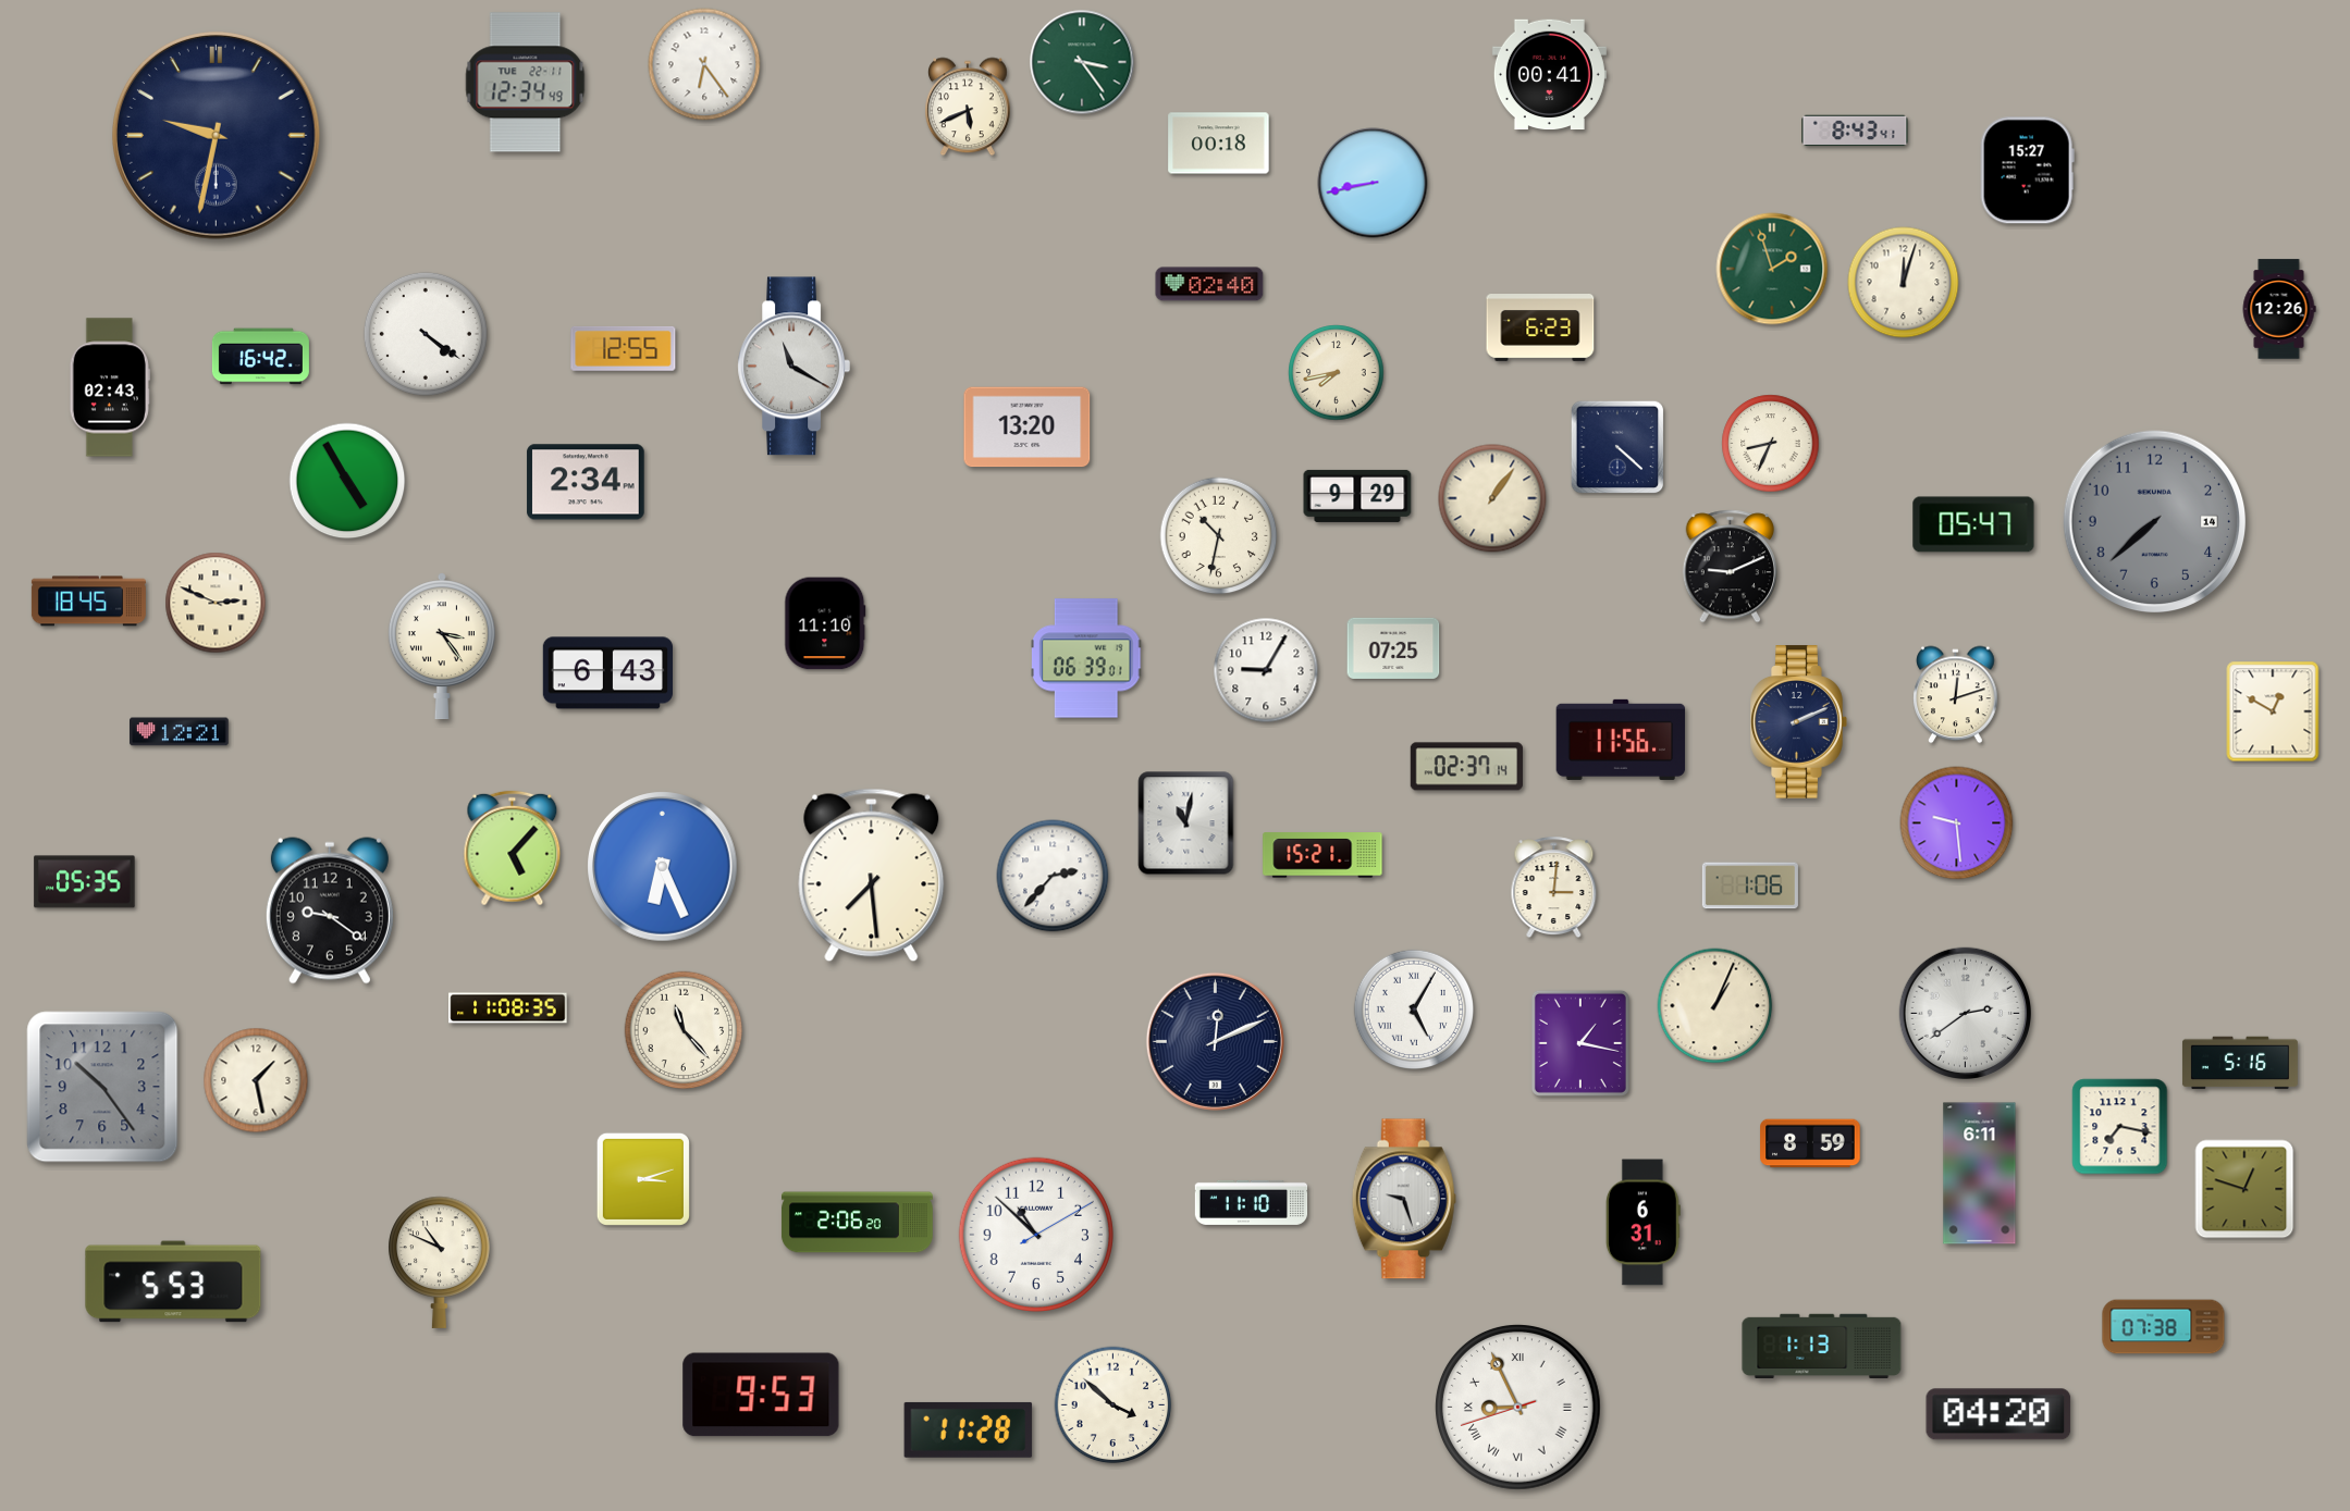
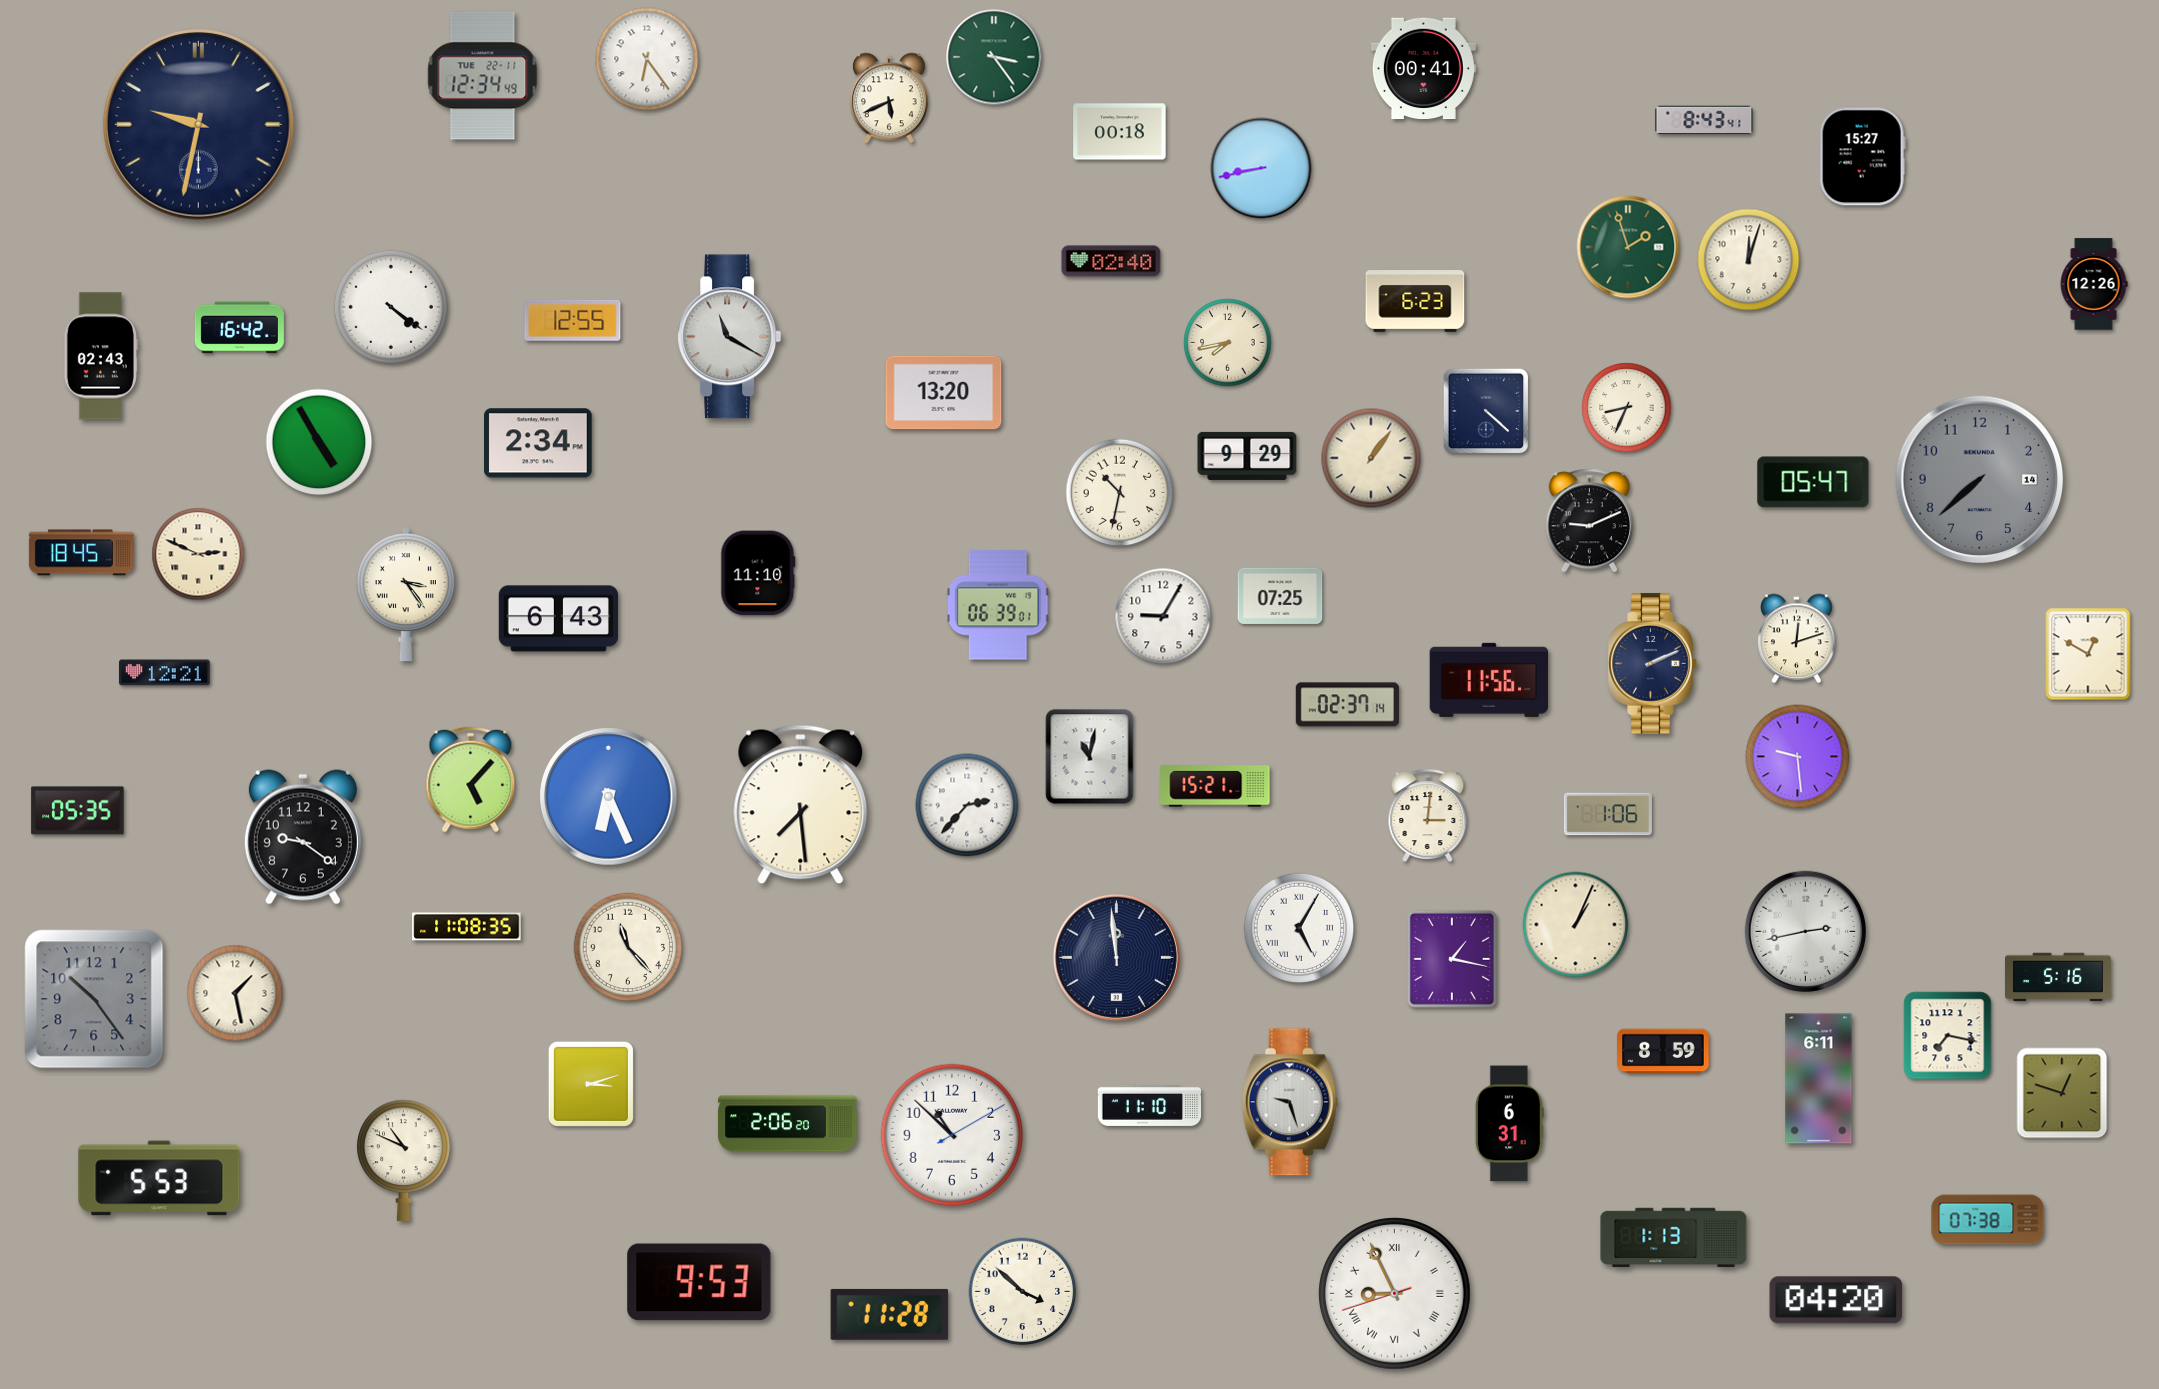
clock at (1965, 1013): 2:39 -> 2:43
clock at (1215, 1041): 12:11 -> 11:59
